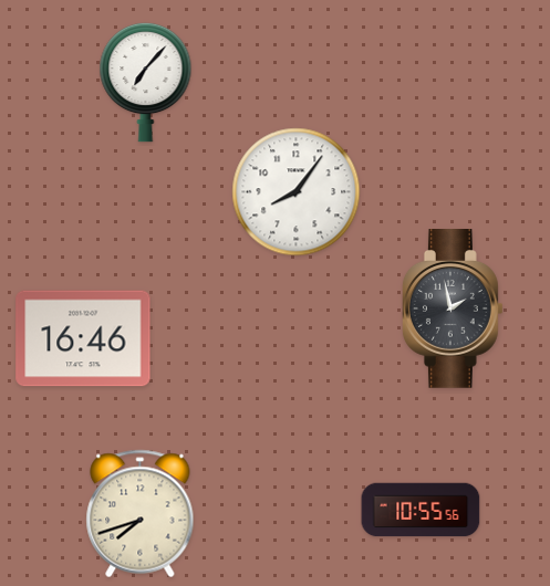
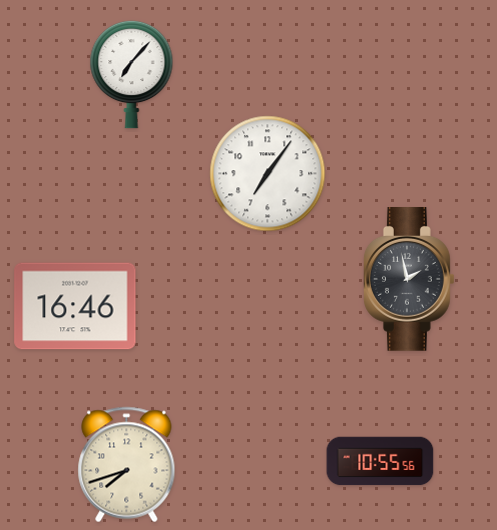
clock at (297, 192): 8:06 -> 7:06
